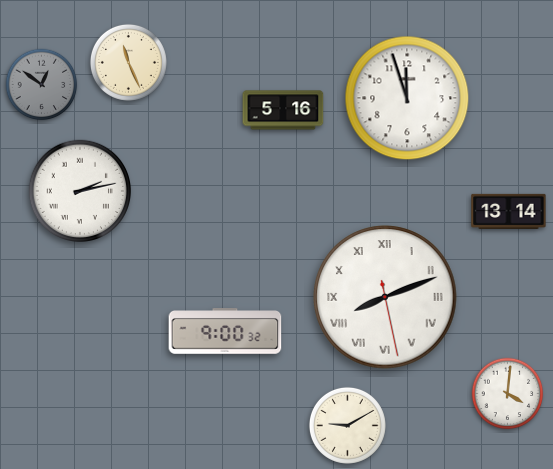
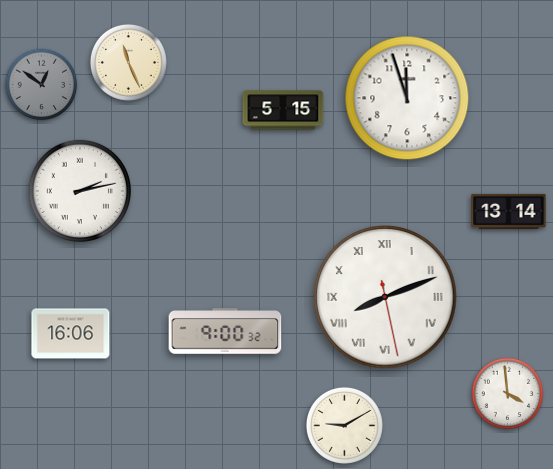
clock at (283, 110): 5:16 -> 5:15
clock at (71, 334): none -> 16:06
clock at (508, 394): 4:01 -> 3:59
clock at (347, 425) position: (347, 425) -> (344, 425)
